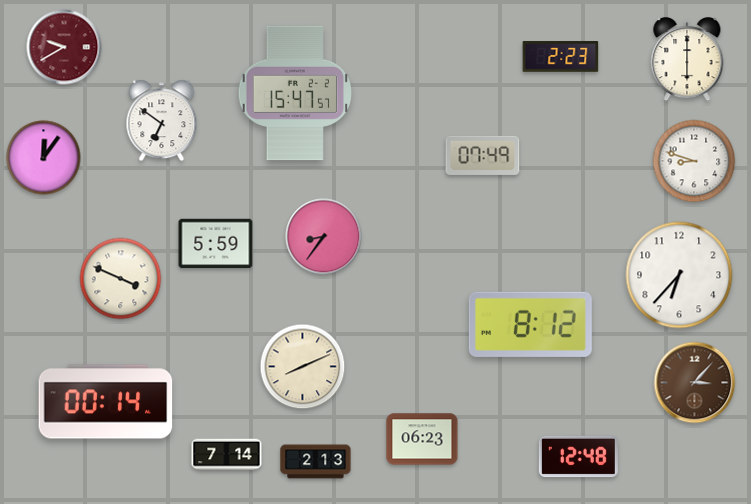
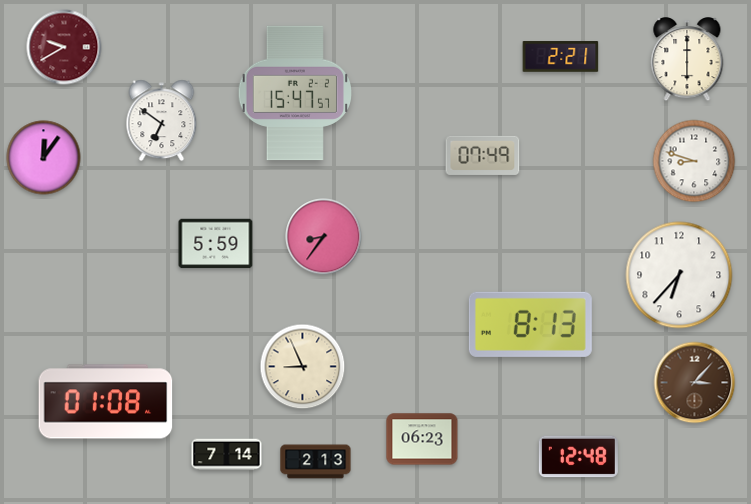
clock at (561, 57): 2:23 -> 2:21
clock at (121, 279): 3:49 -> none
clock at (530, 324): 8:12 -> 8:13
clock at (303, 367): 8:11 -> 8:56
clock at (106, 402): 00:14 -> 01:08
